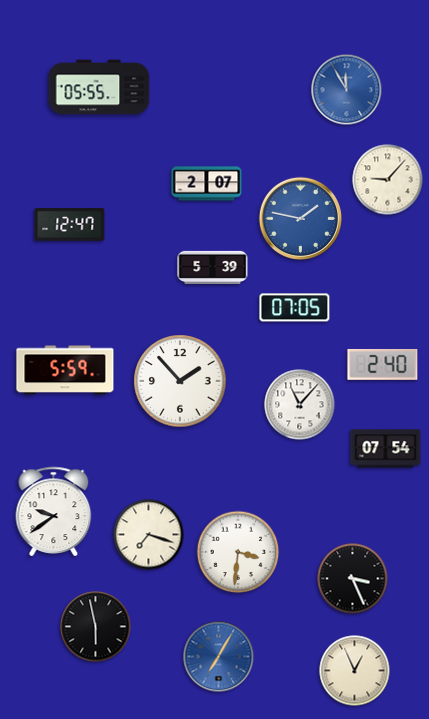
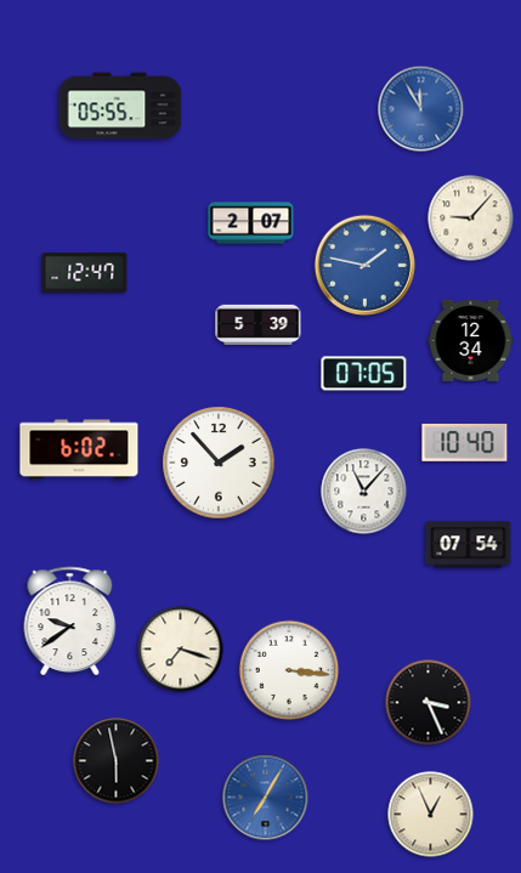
clock at (471, 340): none -> 12:34
clock at (295, 308) position: (295, 308) -> (364, 374)
clock at (383, 364): 2:40 -> 10:40
clock at (65, 370): 5:59 -> 6:02
clock at (54, 511) position: (54, 511) -> (70, 620)
clock at (238, 552): 3:31 -> 3:16
